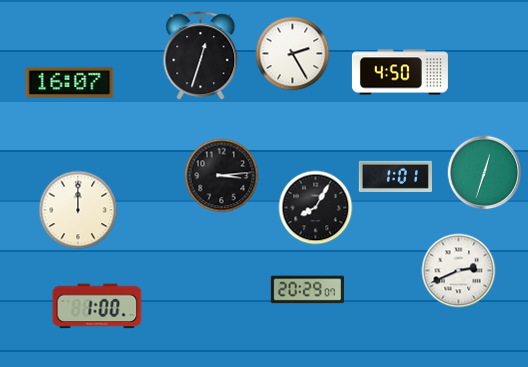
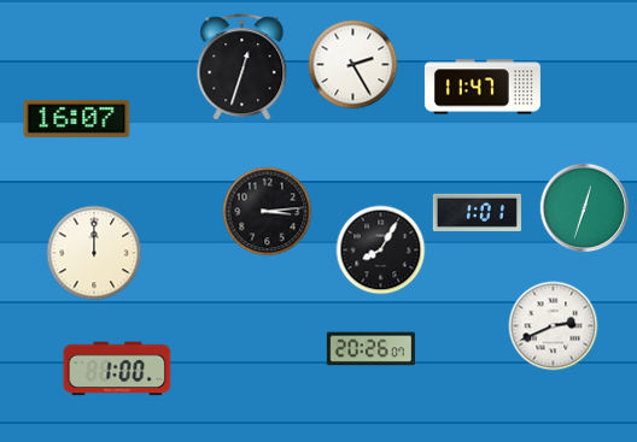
clock at (400, 72): 4:50 -> 11:47
clock at (70, 82) position: (70, 82) -> (77, 118)
clock at (307, 290): 20:29 -> 20:26
